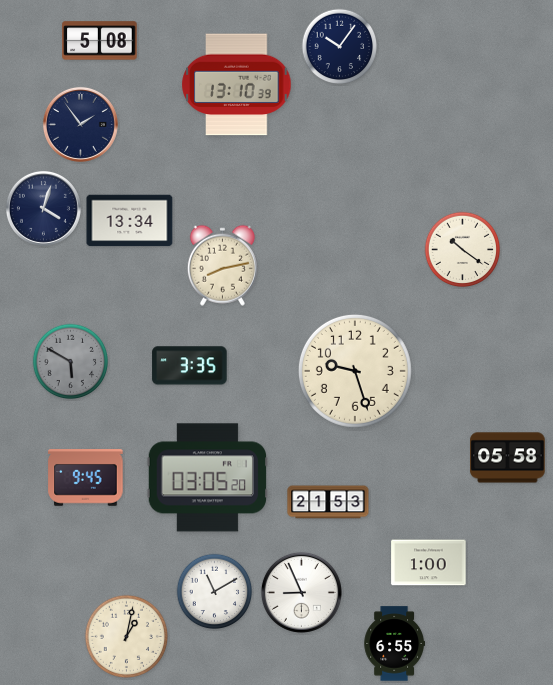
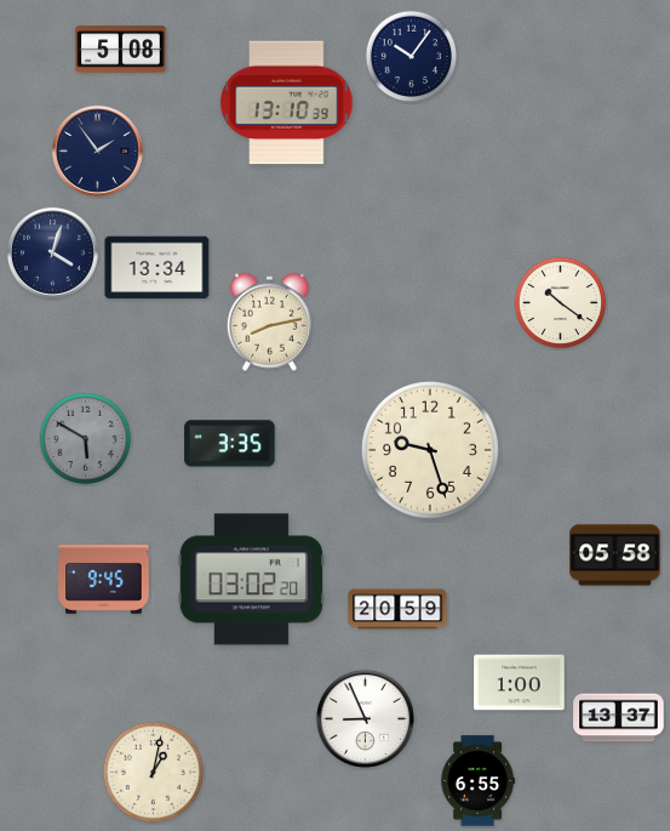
clock at (207, 478): 03:05 -> 03:02
clock at (328, 502): 21:53 -> 20:59
clock at (215, 592): 11:10 -> none
clock at (619, 718): none -> 13:37
